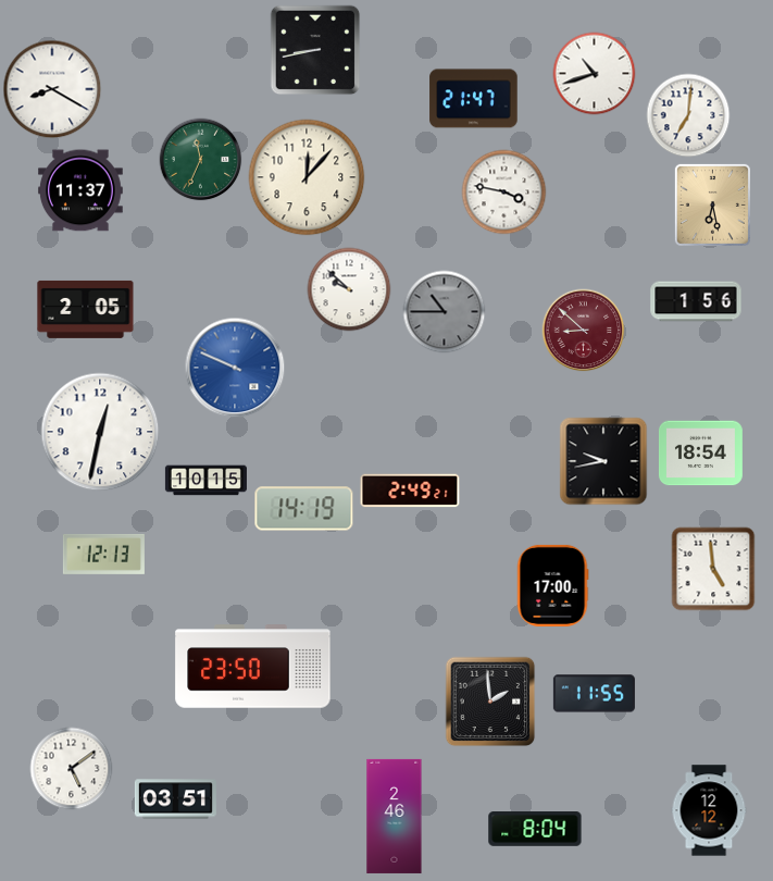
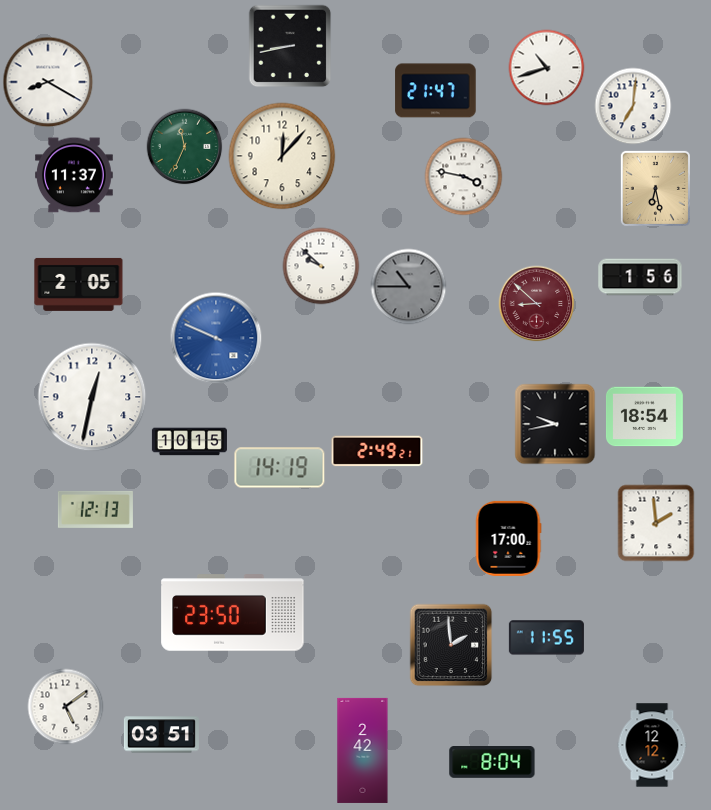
clock at (307, 177) position: (307, 177) -> (282, 156)
clock at (713, 569): 4:59 -> 1:59
clock at (395, 816): 2:46 -> 2:42
